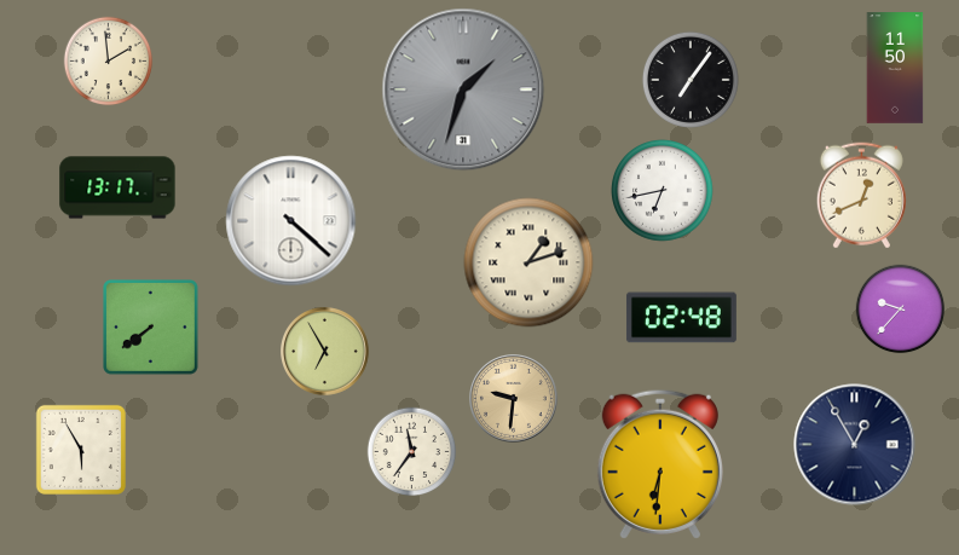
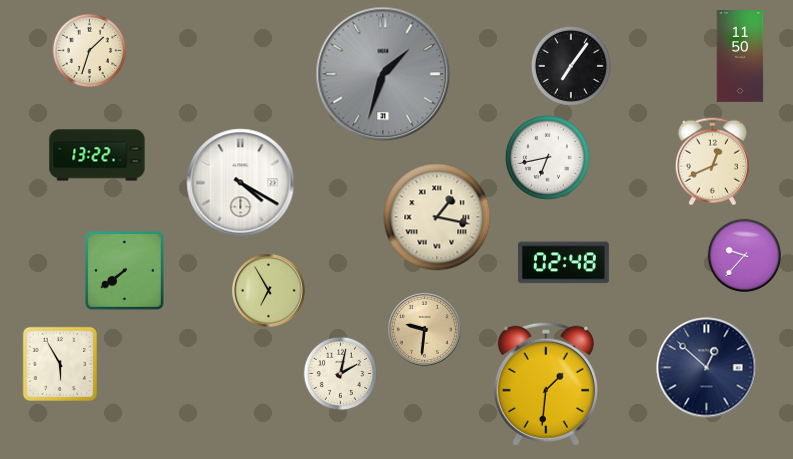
clock at (109, 62): 1:59 -> 1:33
clock at (117, 187): 13:17 -> 13:22
clock at (291, 221): 4:22 -> 4:20
clock at (528, 262): 1:12 -> 1:17
clock at (855, 445): 12:55 -> 12:52
clock at (81, 450) position: (81, 450) -> (60, 364)
clock at (412, 452): 11:36 -> 2:02
clock at (660, 464): 6:31 -> 1:31
